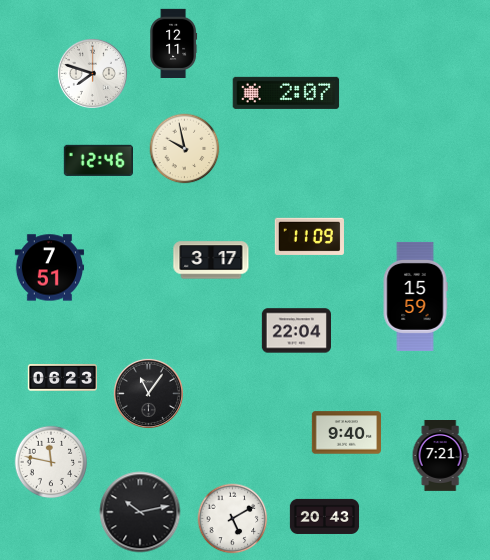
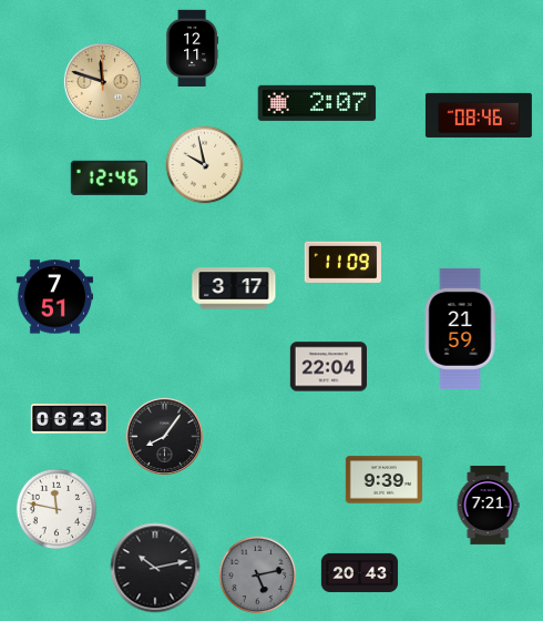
clock at (92, 73): 7:48 -> 11:48
clock at (92, 73) dial: white -> champagne
clock at (479, 115): none -> 08:46
clock at (415, 296): 15:59 -> 21:59
clock at (148, 393): 11:06 -> 8:06
clock at (346, 433): 9:40 -> 9:39
clock at (51, 462) position: (51, 462) -> (57, 509)
clock at (233, 519): 5:10 -> 5:13
clock at (233, 519) dial: white -> grey
